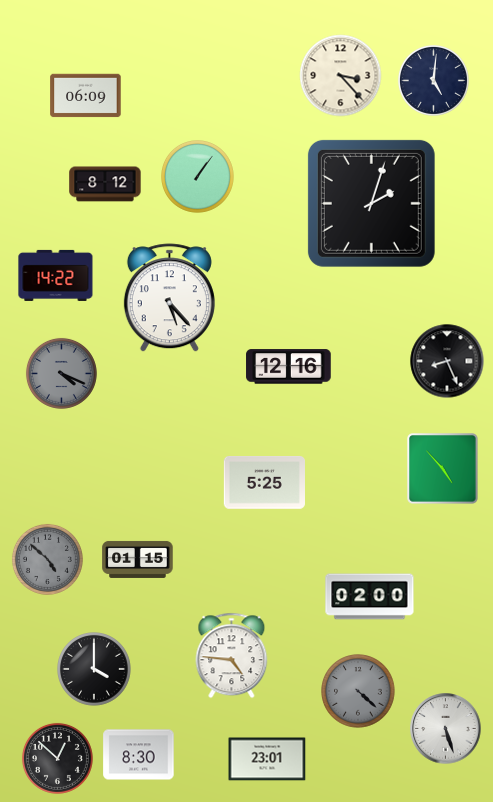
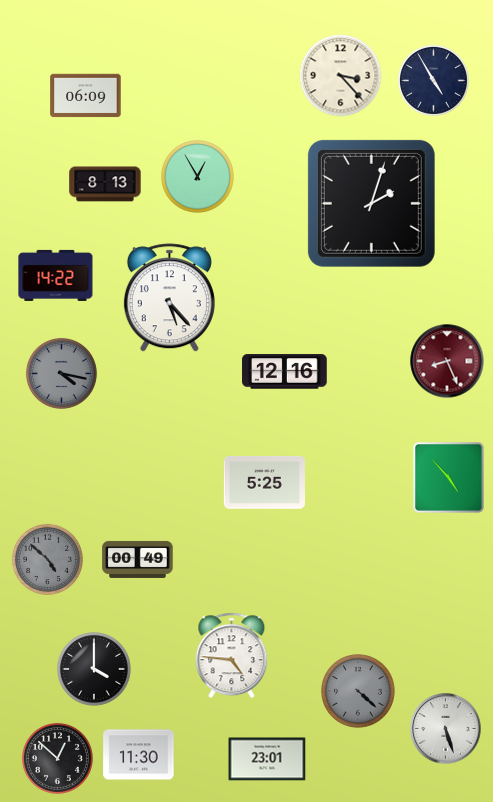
clock at (433, 80): 5:01 -> 4:55
clock at (198, 177): 1:06 -> 12:55
clock at (105, 184): 8:12 -> 8:13
clock at (447, 361) dial: black -> burgundy
clock at (289, 367) position: (289, 367) -> (285, 372)
clock at (61, 373): 4:19 -> 4:17
clock at (443, 469) position: (443, 469) -> (449, 478)
clock at (138, 559): 01:15 -> 00:49
clock at (370, 597): 02:00 -> none
clock at (139, 755): 8:30 -> 11:30
